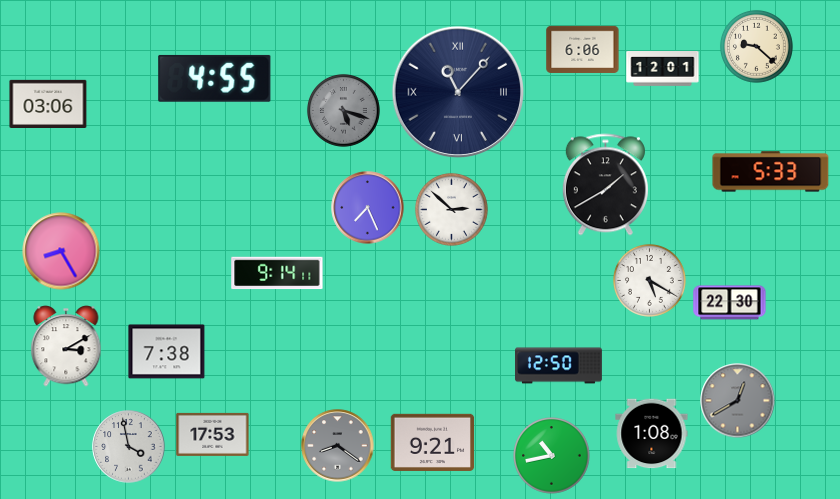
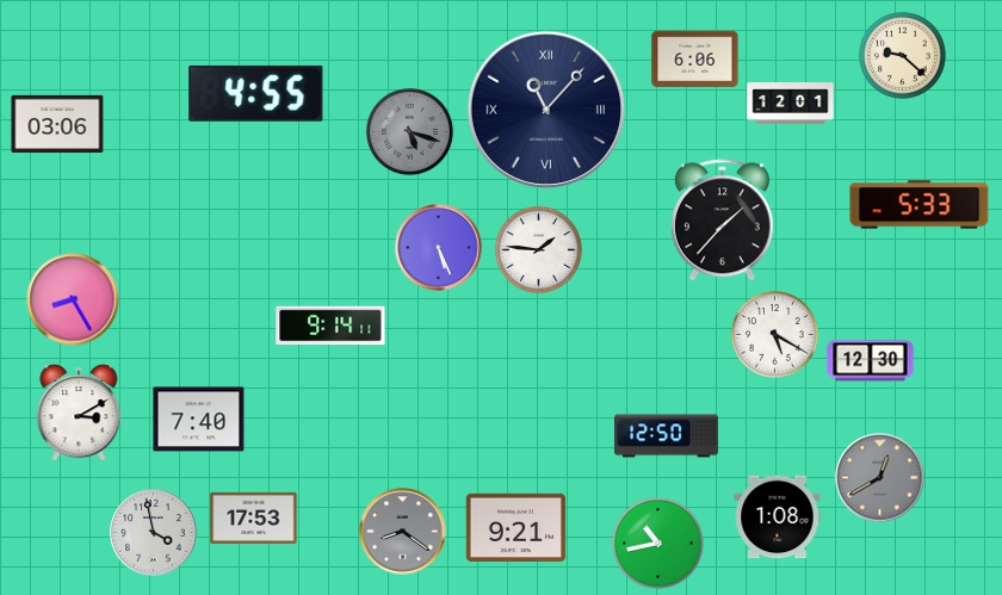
clock at (663, 69) position: (663, 69) -> (791, 104)
clock at (605, 185): 1:40 -> 1:37
clock at (368, 208): 7:26 -> 5:26
clock at (451, 209): 2:52 -> 1:46
clock at (730, 303): 22:30 -> 12:30
clock at (167, 352): 7:38 -> 7:40
